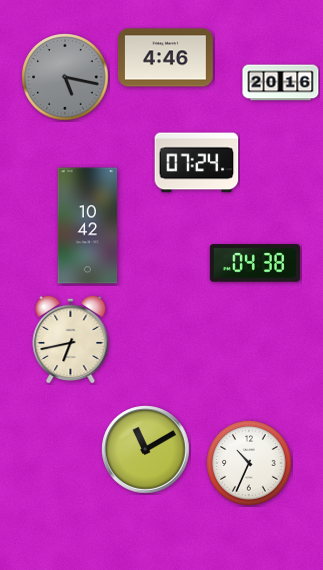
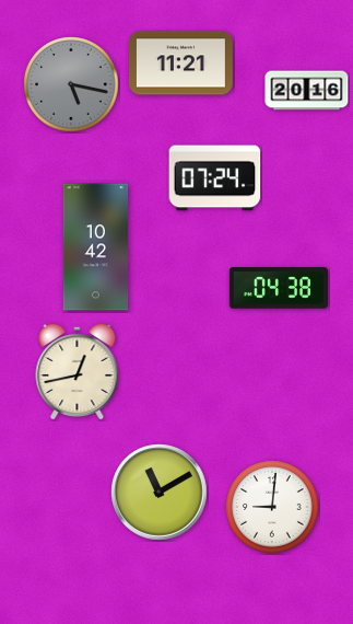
clock at (165, 58): 4:46 -> 11:21
clock at (71, 339): 6:43 -> 12:43
clock at (249, 463): 10:34 -> 9:01
